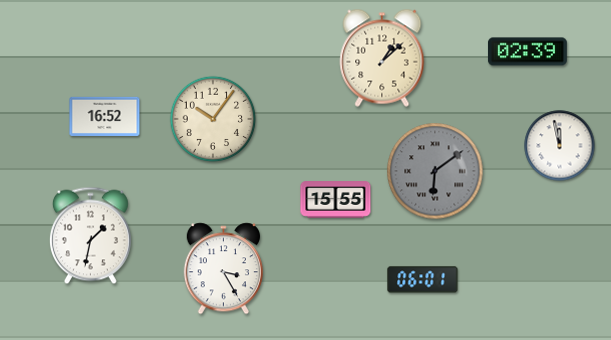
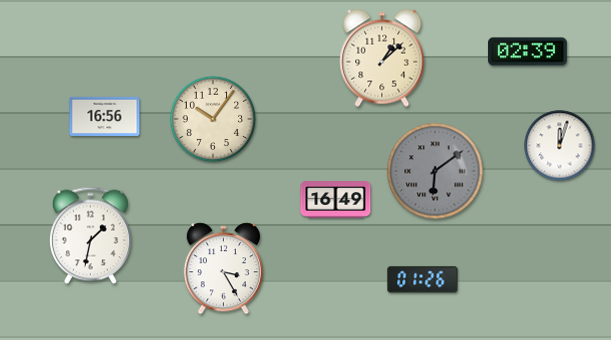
clock at (105, 116): 16:52 -> 16:56
clock at (560, 146): 11:58 -> 12:03
clock at (336, 200): 15:55 -> 16:49
clock at (423, 280): 06:01 -> 01:26
